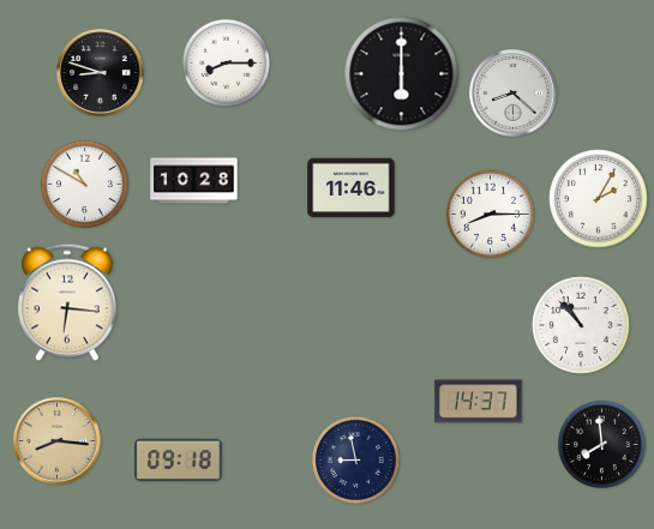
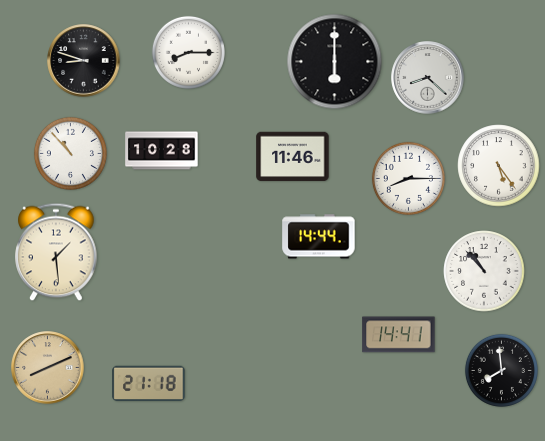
clock at (84, 184): 10:50 -> 10:53
clock at (599, 199): 2:05 -> 5:24
clock at (319, 237): none -> 14:44
clock at (67, 302): 6:16 -> 1:29
clock at (479, 402): 14:37 -> 14:41
clock at (58, 441): 8:16 -> 8:11
clock at (355, 459): 8:58 -> none
clock at (179, 461): 09:18 -> 21:18
